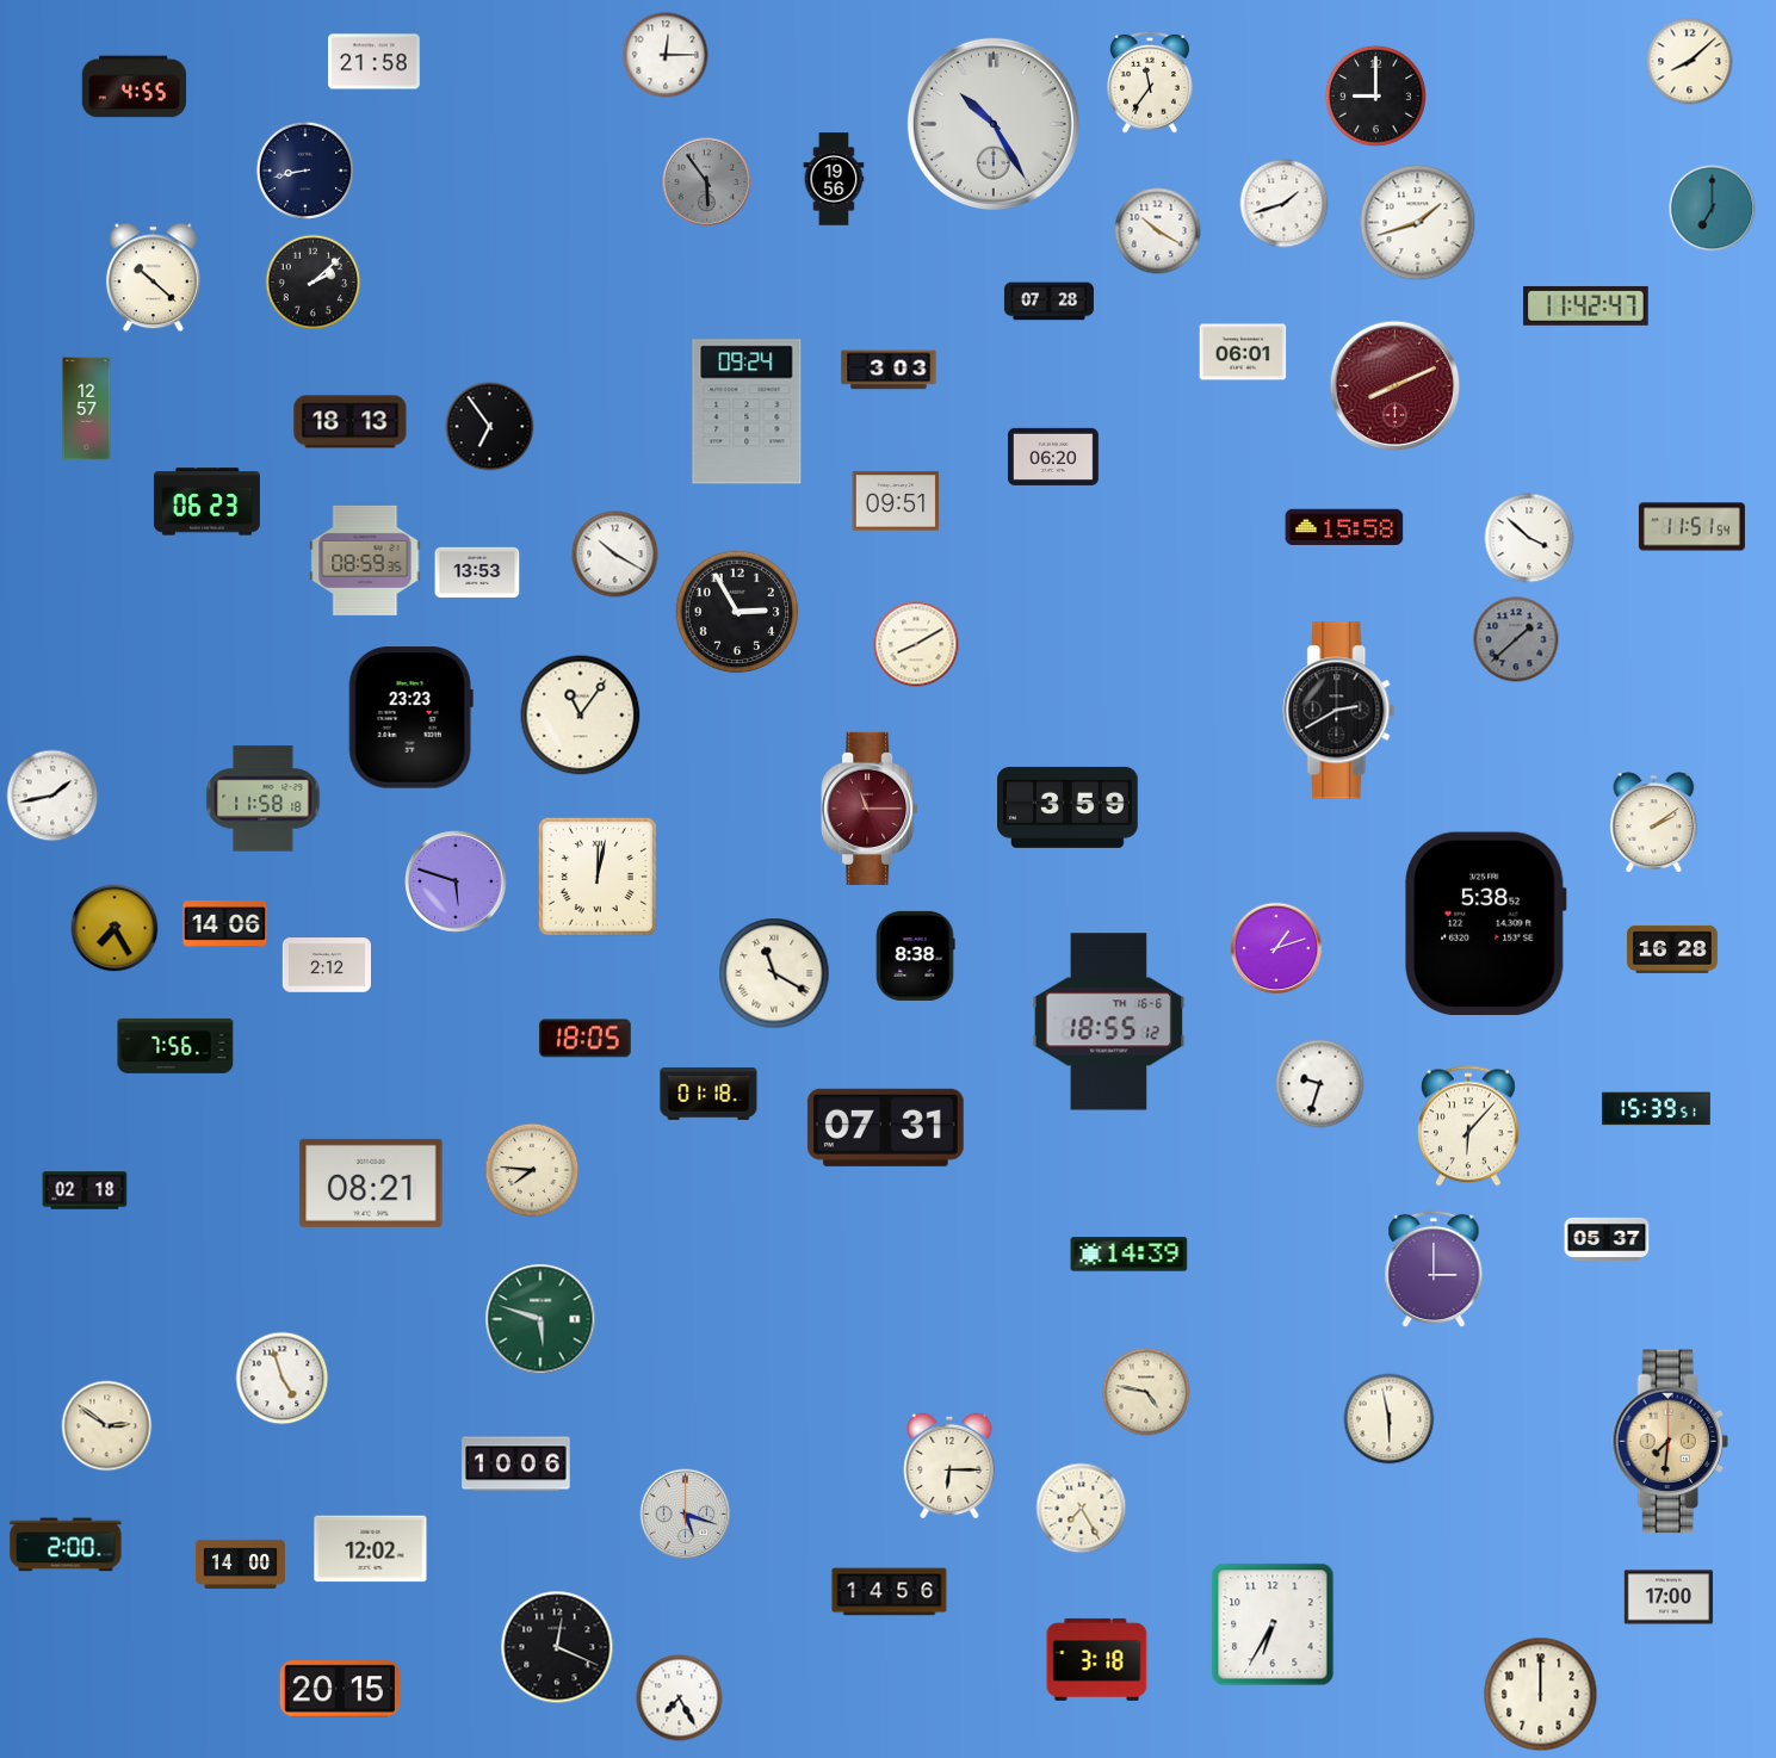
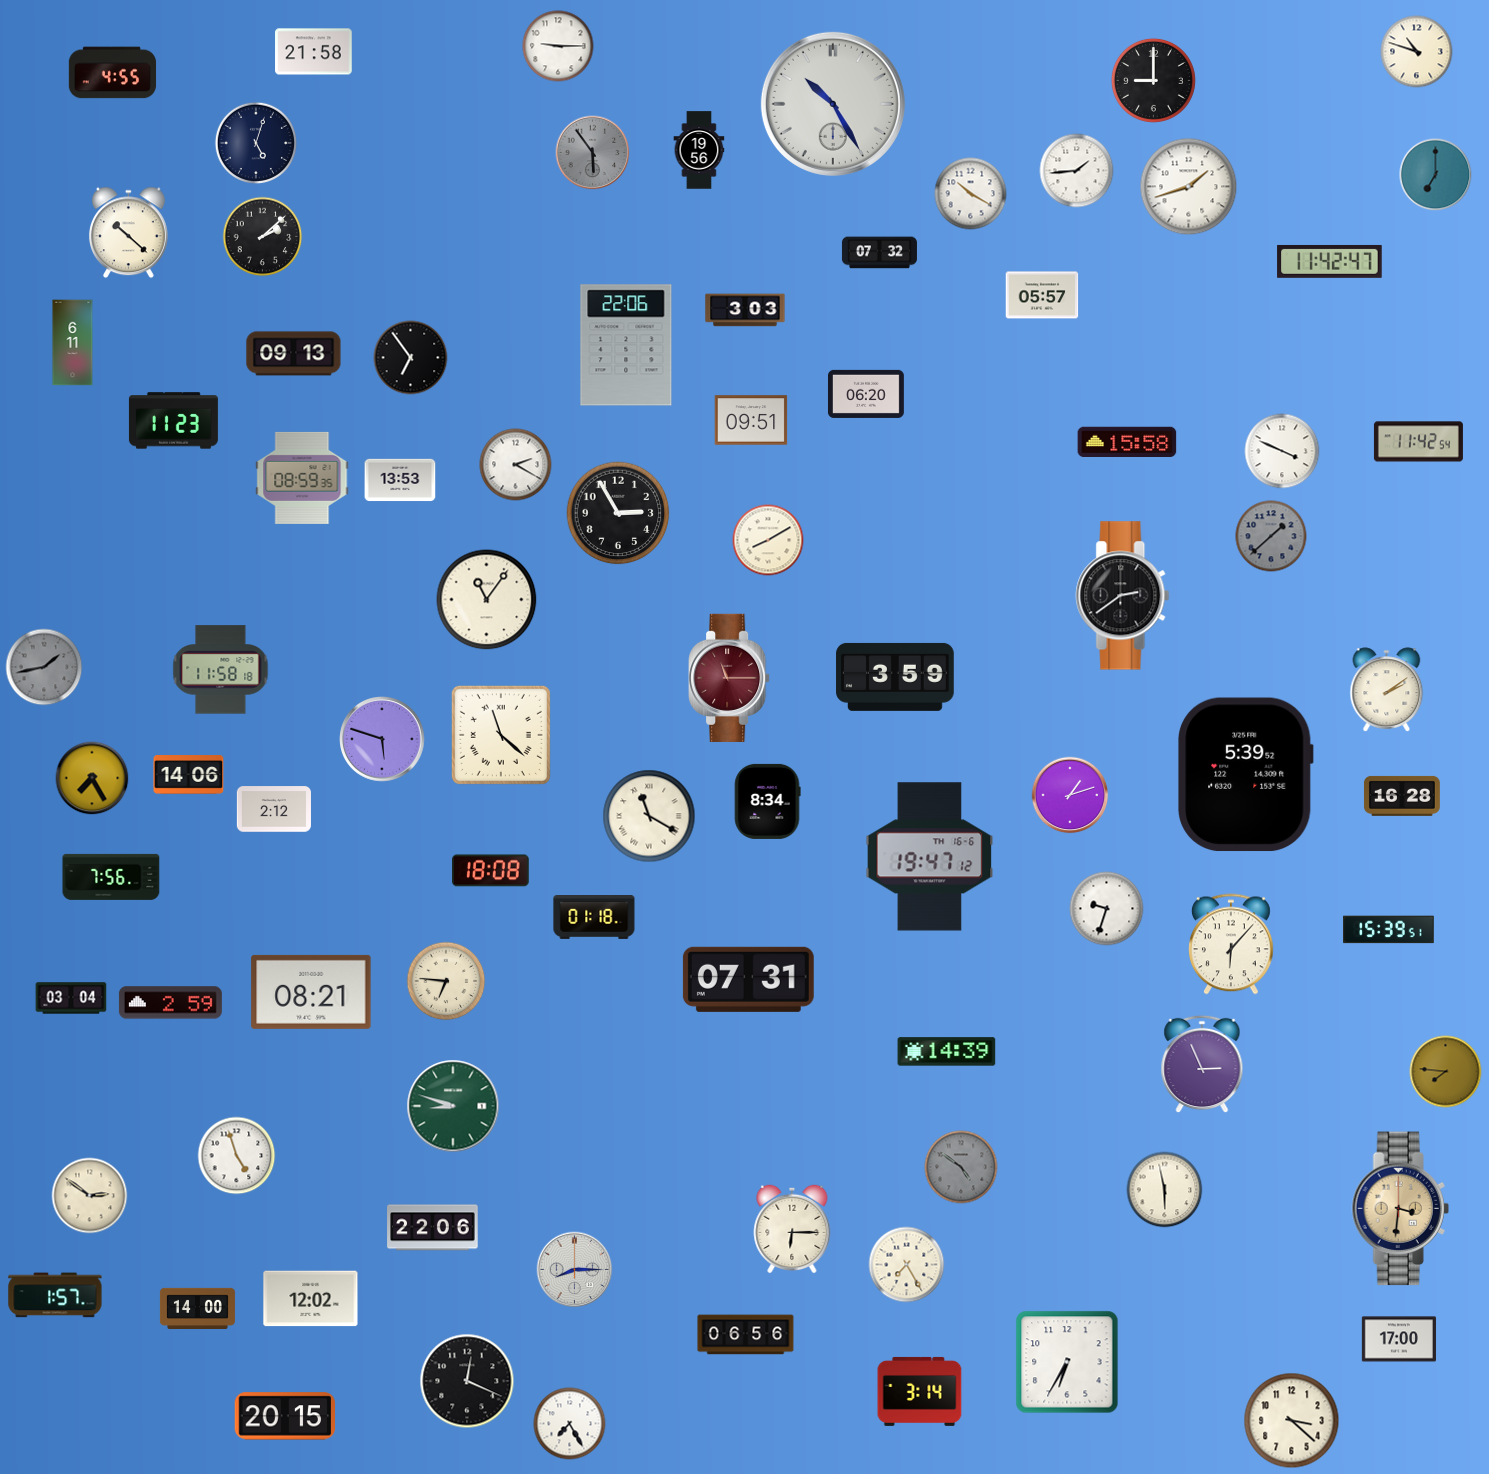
clock at (666, 55): 12:15 -> 9:15
clock at (1690, 62): 8:08 -> 10:48
clock at (1150, 82): 11:36 -> none
clock at (304, 169): 8:43 -> 5:03
clock at (1285, 204): 1:42 -> 1:44
clock at (1048, 302): 07:28 -> 07:32
clock at (1586, 305) position: (1586, 305) -> (1330, 261)
clock at (1243, 352): 06:01 -> 05:57
clock at (1396, 386): 8:11 -> none
clock at (87, 409): 12:57 -> 6:11
clock at (747, 411): 09:24 -> 22:06
clock at (351, 422): 18:13 -> 09:13
clock at (1053, 457) position: (1053, 457) -> (866, 394)
clock at (206, 502): 06:23 -> 11:23
clock at (1691, 527): 11:51 -> 11:42
clock at (1529, 538): 3:52 -> 3:49
clock at (615, 555): 10:20 -> 2:20
clock at (365, 561) position: (365, 561) -> (302, 478)
clock at (1339, 711): 2:40 -> 2:39
clock at (410, 718): 23:23 -> none
clock at (52, 796) dial: white -> grey
clock at (598, 877): 12:02 -> 11:22
clock at (1486, 924): 5:38 -> 5:39
clock at (115, 928) position: (115, 928) -> (92, 778)
clock at (915, 955): 8:38 -> 8:34
clock at (1109, 1022): 18:55 -> 19:47
clock at (586, 1039): 18:05 -> 18:08
clock at (175, 1046) position: (175, 1046) -> (111, 877)
clock at (885, 1127) position: (885, 1127) -> (748, 979)
clock at (532, 1170): 7:46 -> 6:46
clock at (85, 1190): 02:18 -> 03:04
clock at (170, 1003): none -> 2:59
clock at (1607, 1239): 05:37 -> none
clock at (1434, 1269): 3:00 -> 2:56
clock at (1446, 1072): none -> 7:46
clock at (540, 1319): 5:48 -> 8:48
clock at (1146, 1392): 4:47 -> 4:51
clock at (1146, 1392) dial: cream -> grey
clock at (1670, 1442): 7:31 -> 3:31
clock at (516, 1465): 10:06 -> 22:06
clock at (949, 1466) position: (949, 1466) -> (792, 1229)
clock at (686, 1515): 5:18 -> 8:15
clock at (66, 1545): 2:00 -> 1:57
clock at (240, 1564) position: (240, 1564) -> (197, 1308)
clock at (890, 1592): 14:56 -> 06:56
clock at (1097, 1659): 3:18 -> 3:14
clock at (1541, 1695): 12:00 -> 3:22
